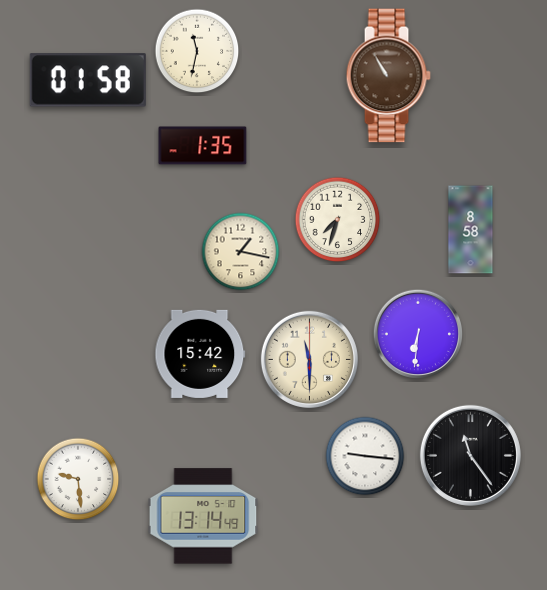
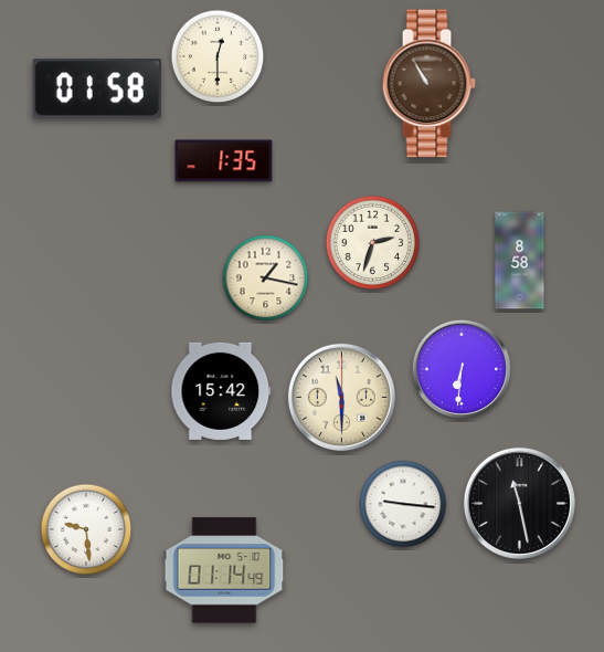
clock at (197, 51): 11:32 -> 12:30
clock at (338, 220): 7:33 -> 2:33
clock at (471, 230) position: (471, 230) -> (520, 261)
clock at (470, 455): 11:24 -> 11:28
clock at (203, 516): 13:14 -> 01:14
